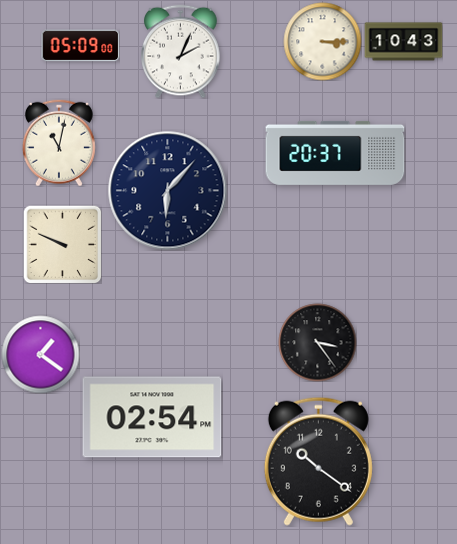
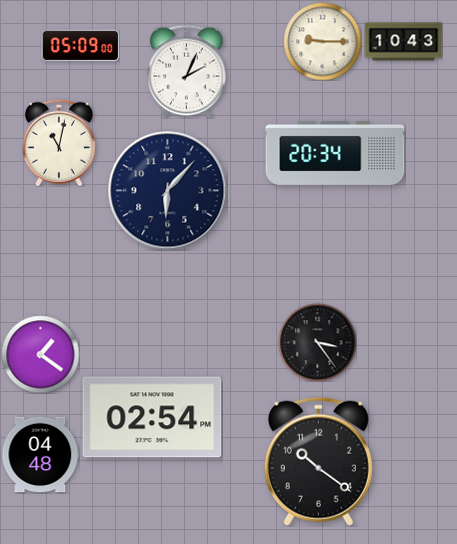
clock at (322, 41): 3:15 -> 9:15
clock at (181, 51) position: (181, 51) -> (187, 71)
clock at (335, 153): 20:37 -> 20:34
clock at (62, 244): 9:49 -> none
clock at (40, 455): none -> 04:48
